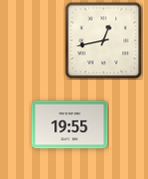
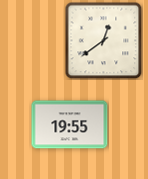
clock at (103, 40): 12:43 -> 12:39
